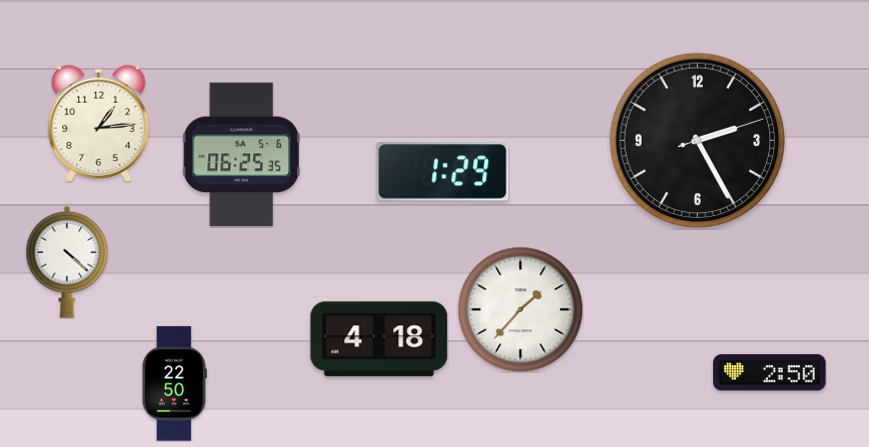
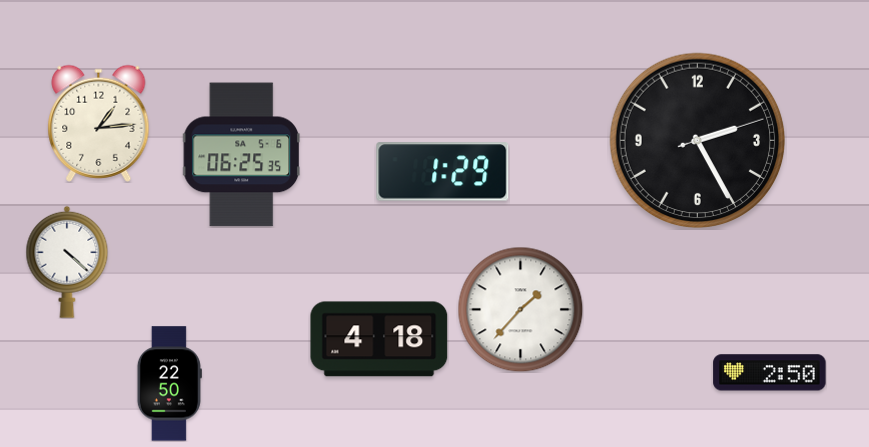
clock at (174, 384) position: (174, 384) -> (169, 384)
